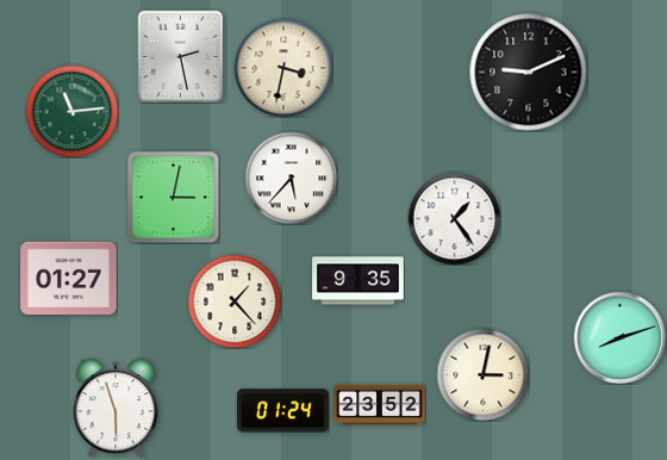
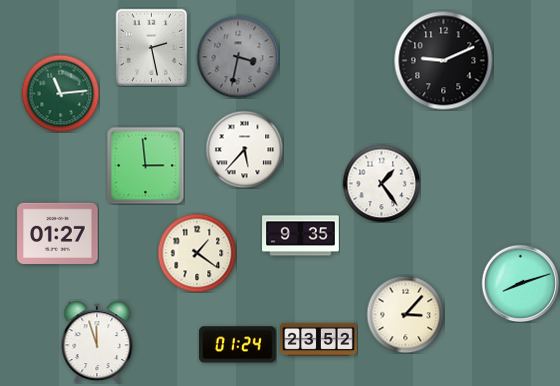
clock at (283, 68) dial: cream -> grey
clock at (173, 197): 3:02 -> 2:59
clock at (235, 302): 1:23 -> 1:21
clock at (482, 374): 3:02 -> 3:07
clock at (116, 408): 5:57 -> 11:57
